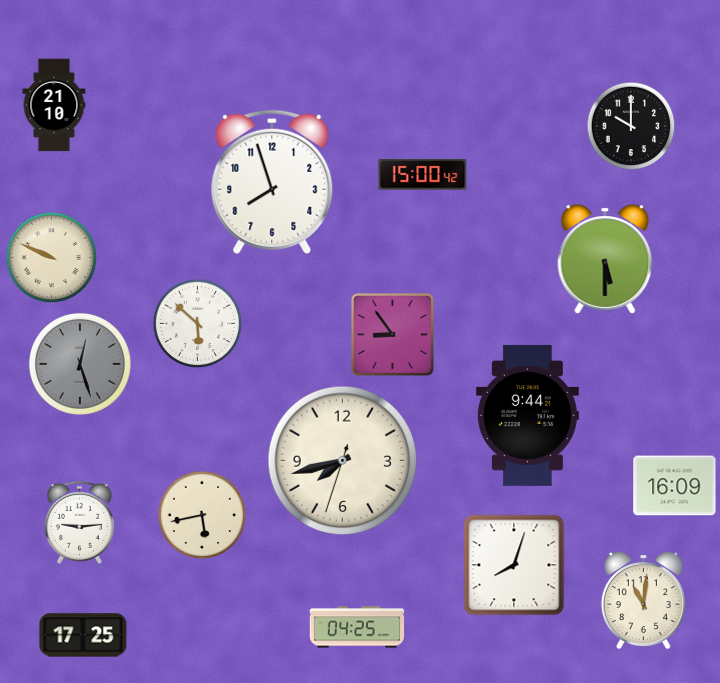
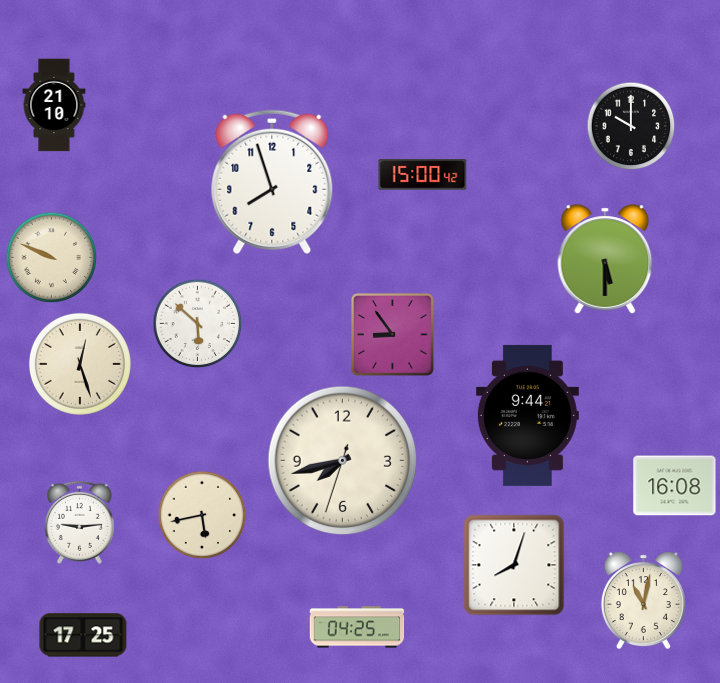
clock at (80, 364) dial: grey -> cream
clock at (675, 486): 16:09 -> 16:08
clock at (643, 601): 11:01 -> 11:02
